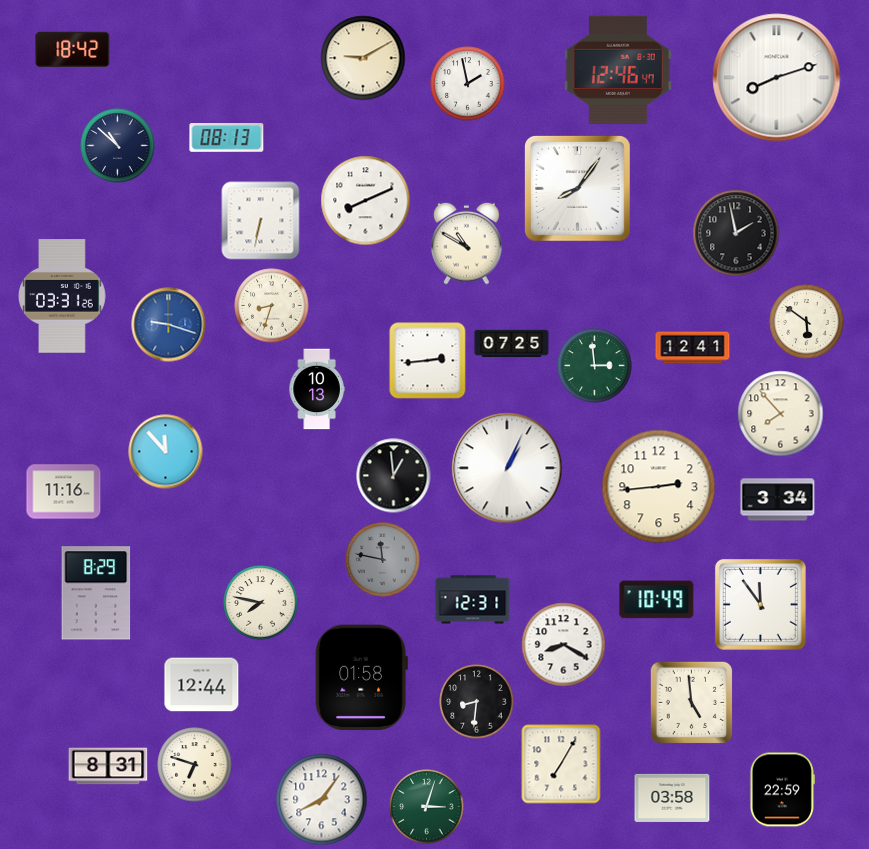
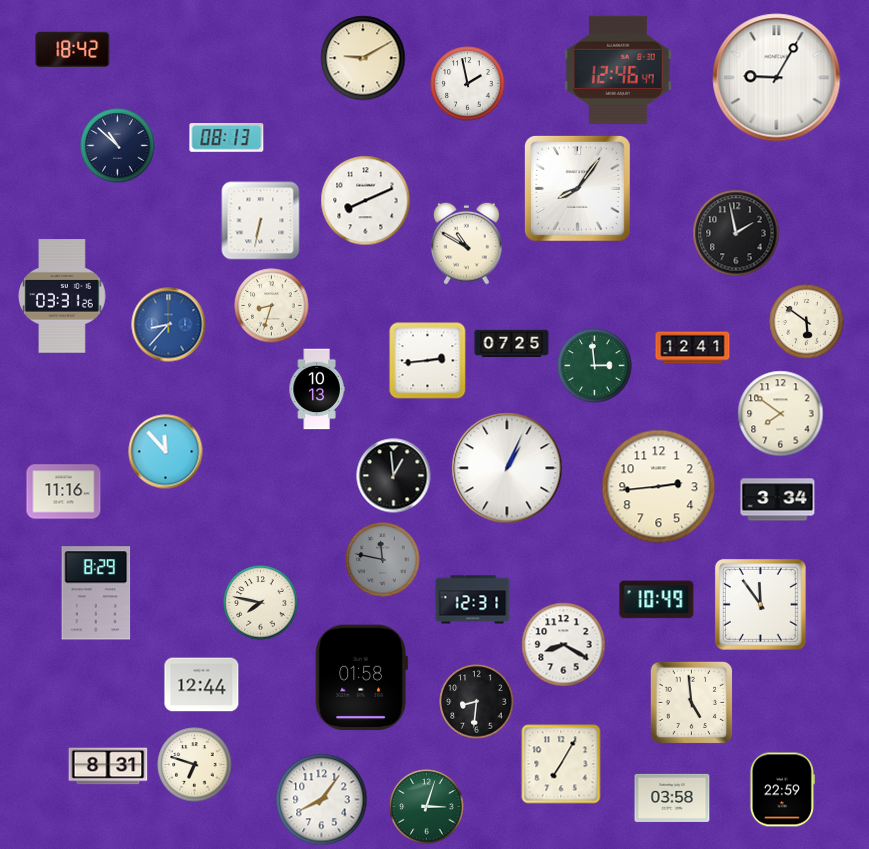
clock at (777, 78): 8:12 -> 9:05
clock at (169, 325): 9:18 -> 8:37
clock at (781, 414): 7:53 -> 7:51
